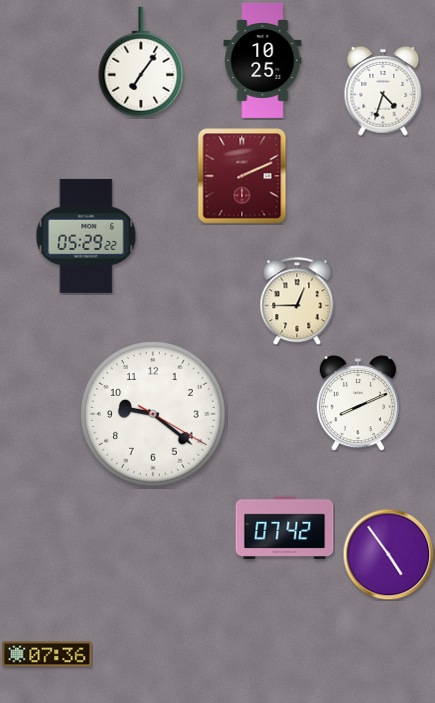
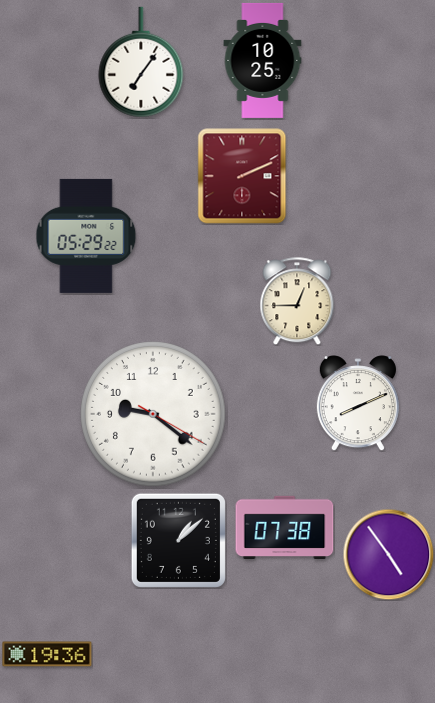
clock at (383, 91): 4:33 -> none
clock at (285, 527): 07:42 -> 07:38
clock at (178, 540): none -> 1:08
clock at (47, 654): 07:36 -> 19:36
